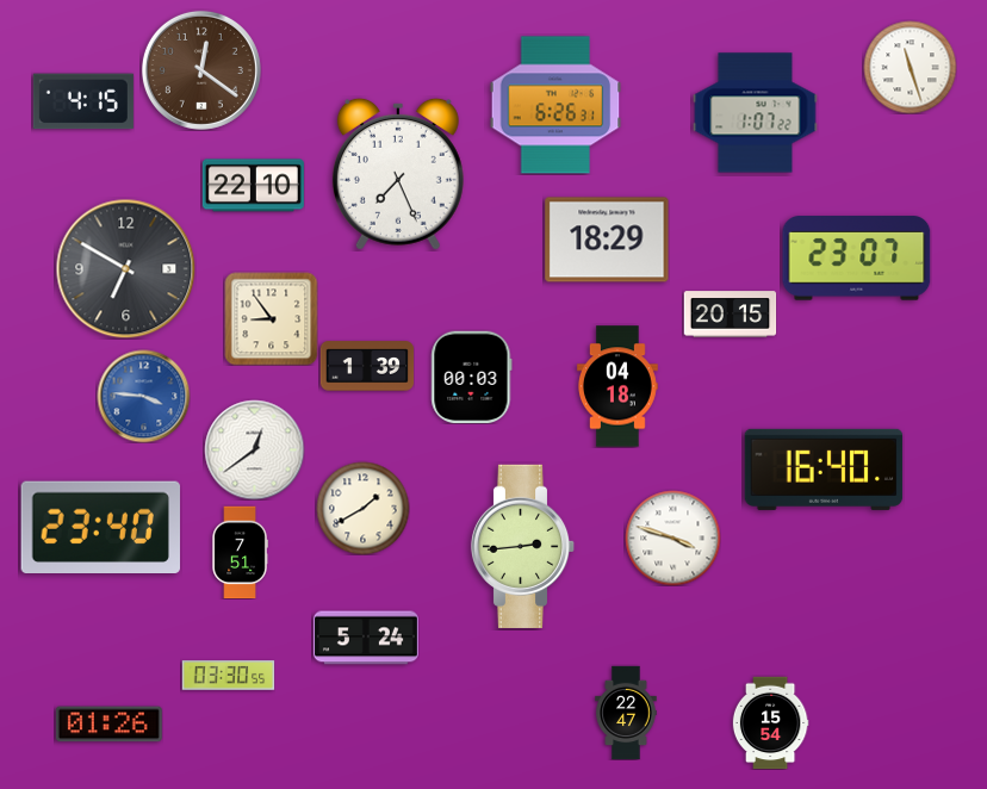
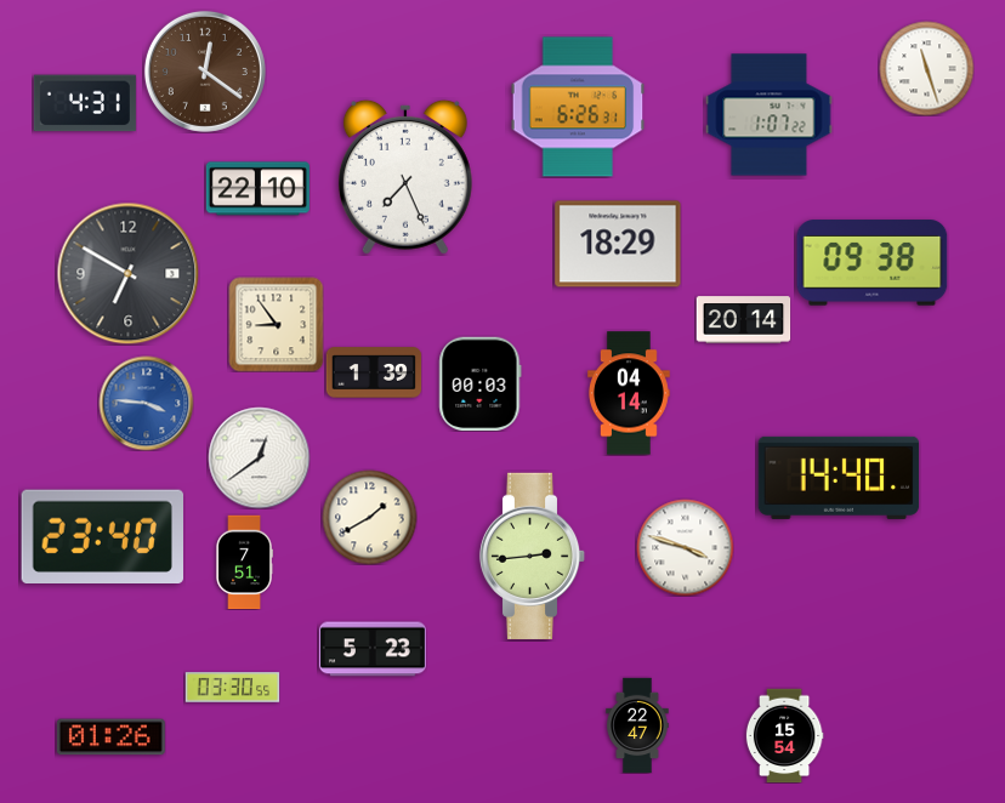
clock at (83, 101): 4:15 -> 4:31
clock at (555, 105) position: (555, 105) -> (578, 107)
clock at (857, 259): 23:07 -> 09:38
clock at (730, 315): 20:15 -> 20:14
clock at (617, 386): 04:18 -> 04:14
clock at (824, 470): 16:40 -> 14:40
clock at (366, 638): 5:24 -> 5:23
